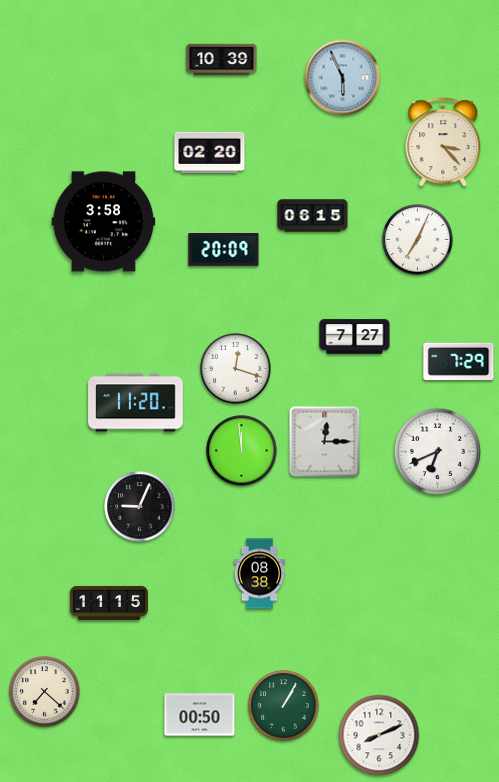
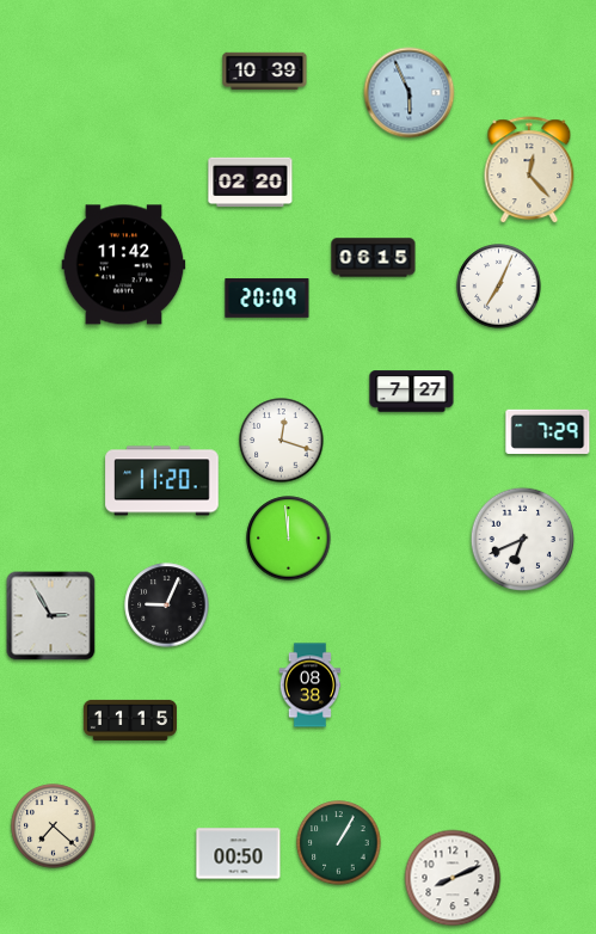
clock at (443, 143): 3:23 -> 12:23
clock at (104, 222): 3:58 -> 11:42
clock at (355, 337) position: (355, 337) -> (412, 392)
clock at (325, 442): 12:15 -> none
clock at (51, 616): none -> 2:55
